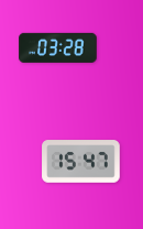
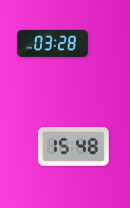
clock at (81, 162): 15:47 -> 15:48
